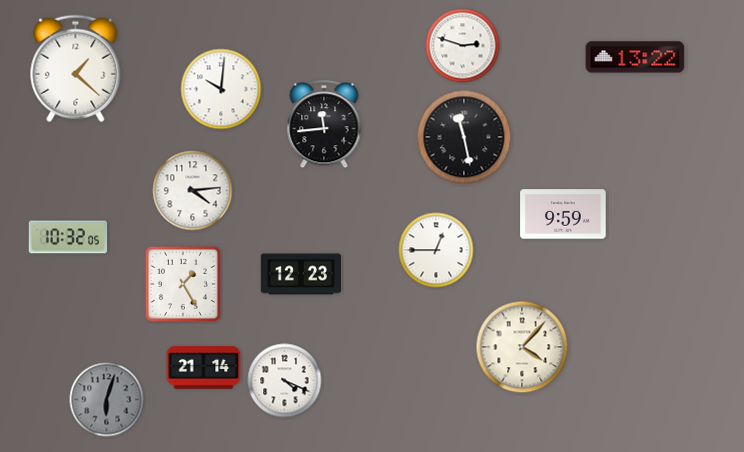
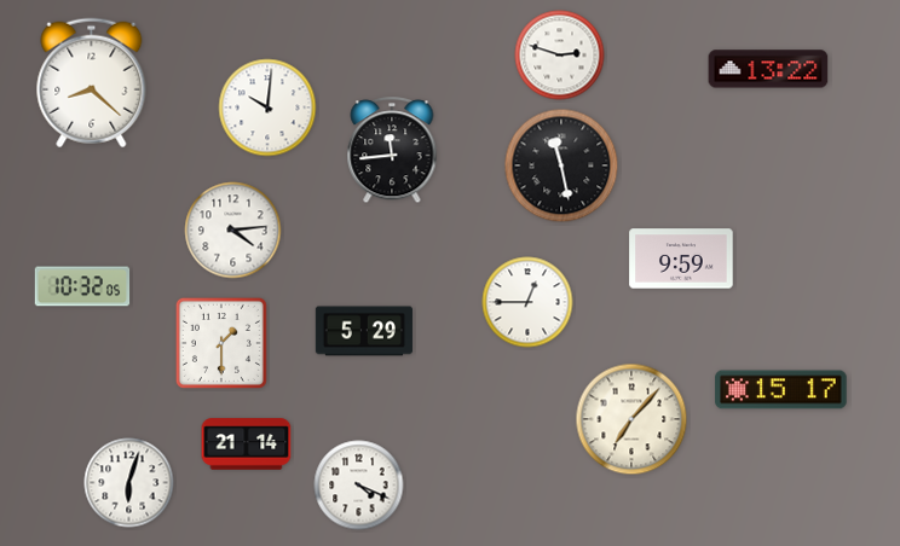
clock at (76, 69): 1:22 -> 8:22
clock at (301, 274): 12:23 -> 5:29
clock at (183, 284): 1:25 -> 1:30
clock at (781, 390): none -> 15:17
clock at (522, 347): 4:07 -> 7:07
clock at (285, 381) position: (285, 381) -> (359, 486)
clock at (107, 400) dial: grey -> white
